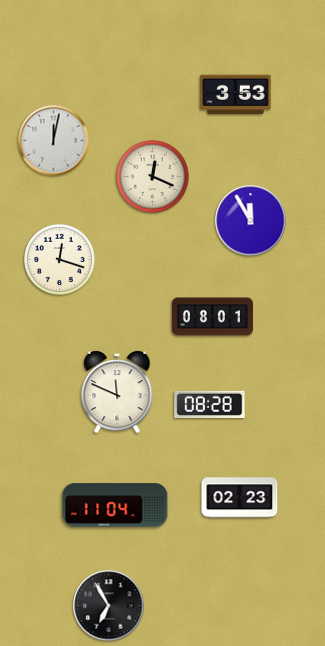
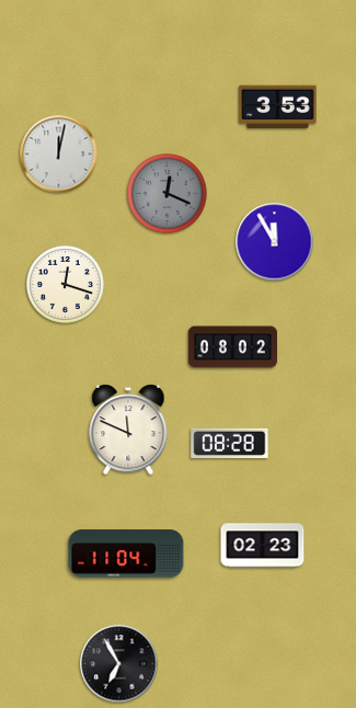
clock at (236, 95) position: (236, 95) -> (278, 107)
clock at (153, 177) dial: cream -> grey
clock at (212, 317): 08:01 -> 08:02
